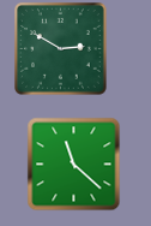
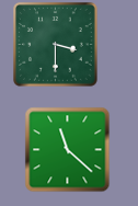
clock at (61, 49): 2:50 -> 3:30
